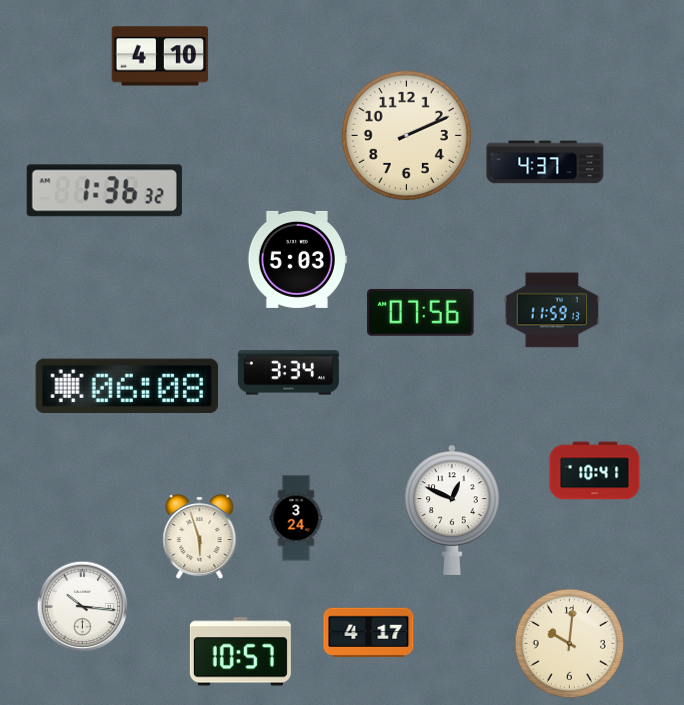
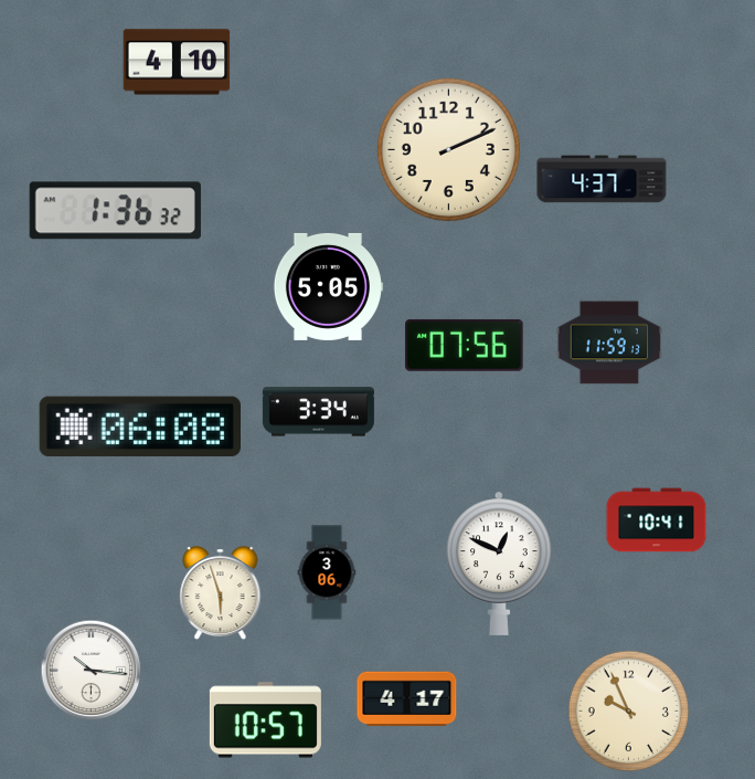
clock at (297, 259): 5:03 -> 5:05
clock at (296, 518): 3:24 -> 3:06
clock at (569, 643): 10:01 -> 9:56
